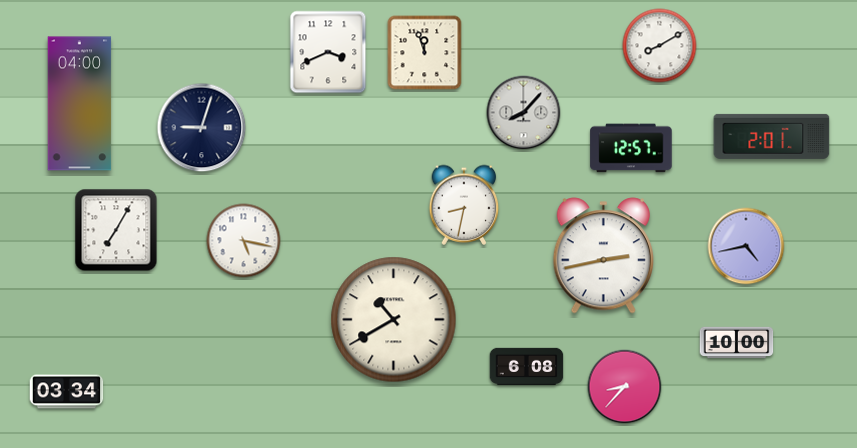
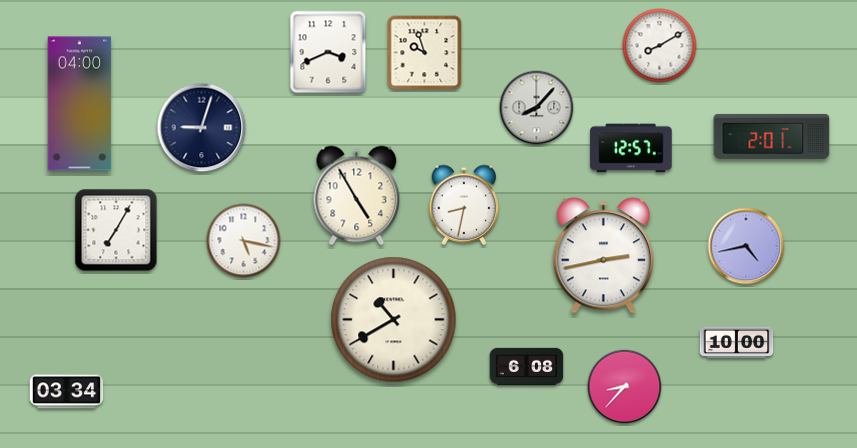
clock at (425, 53): 11:57 -> 9:57
clock at (524, 113) position: (524, 113) -> (537, 108)
clock at (357, 196): none -> 4:55
